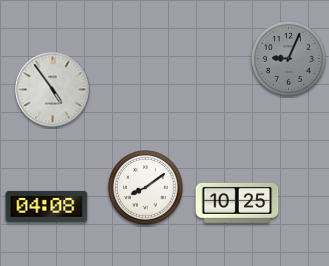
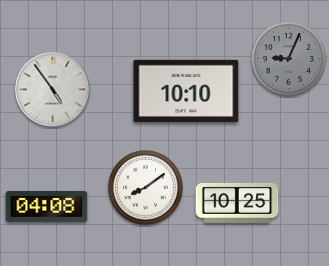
clock at (186, 91): none -> 10:10
